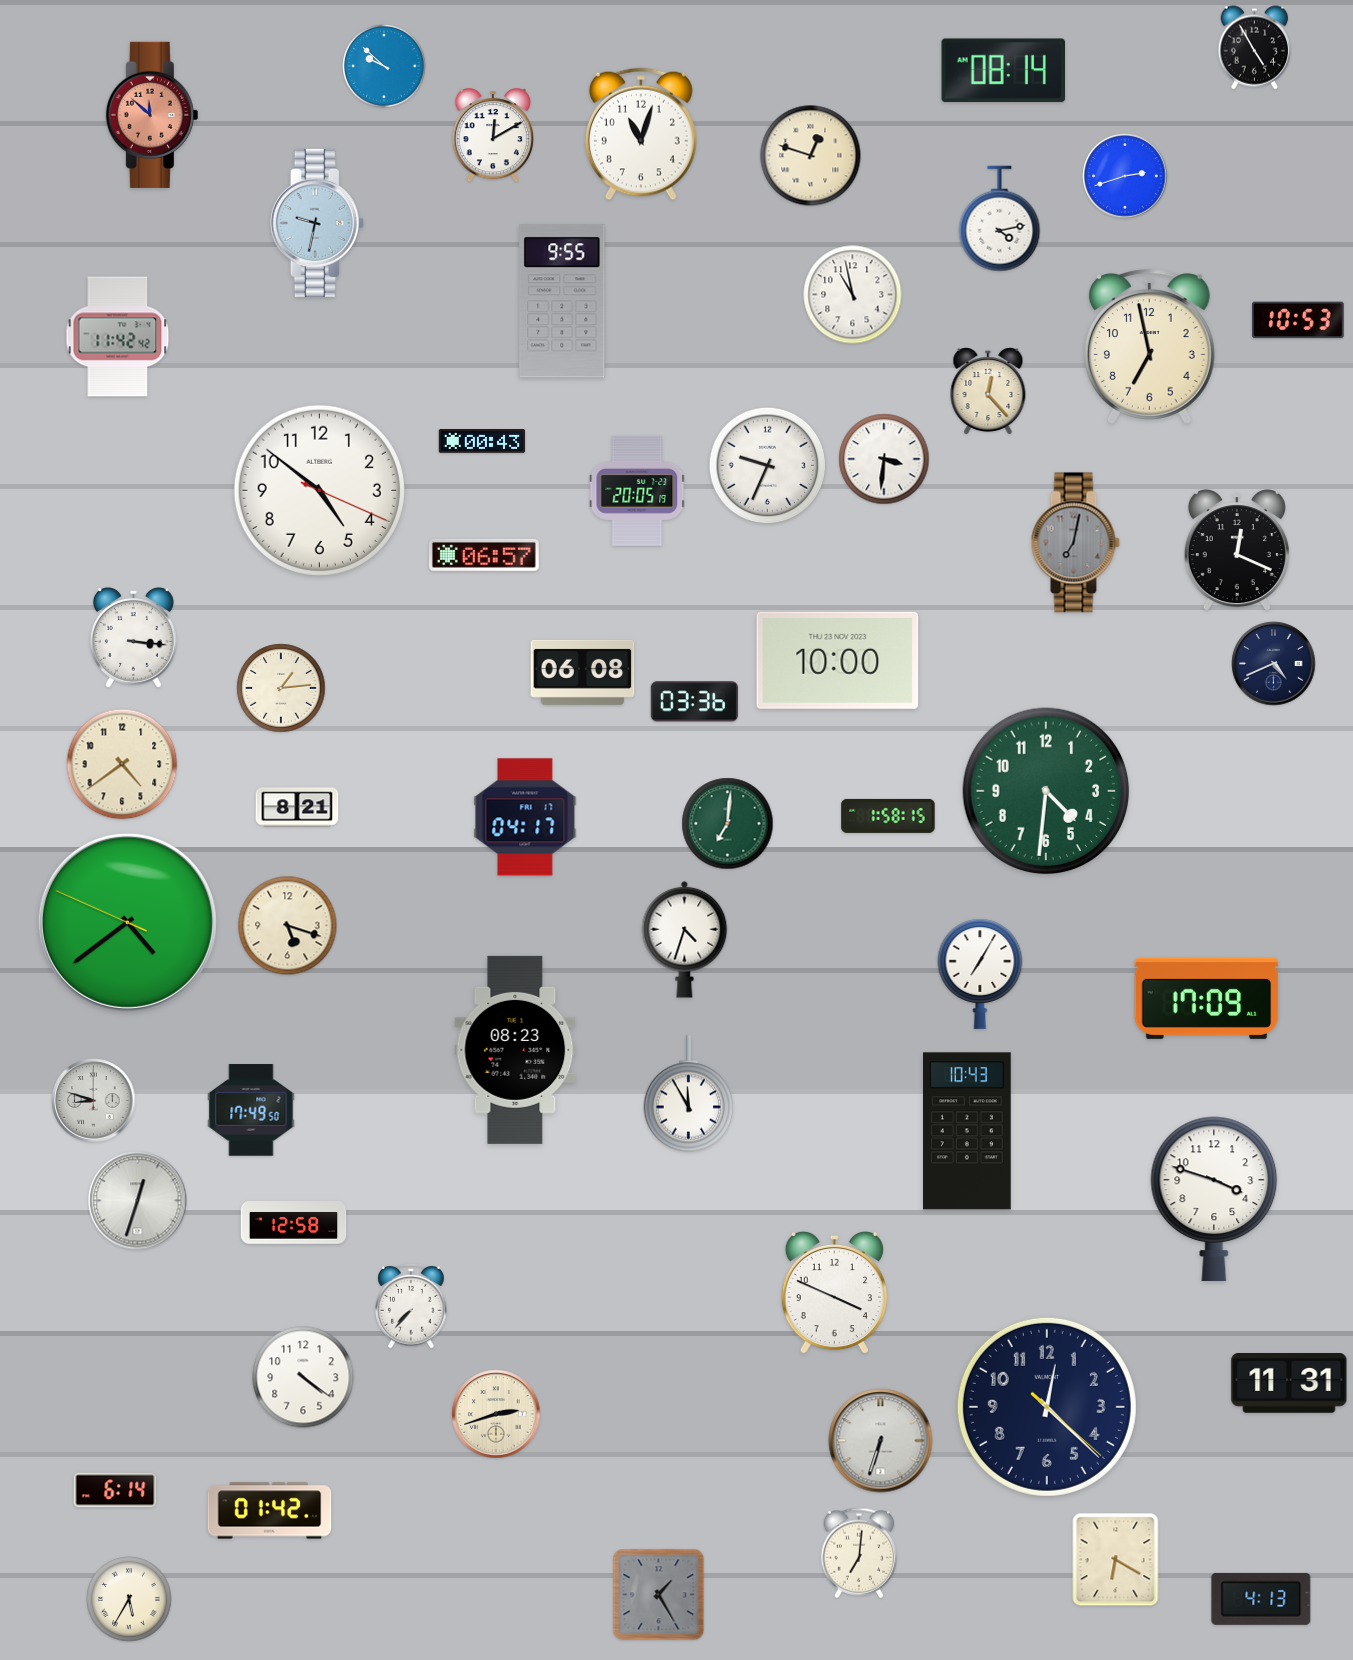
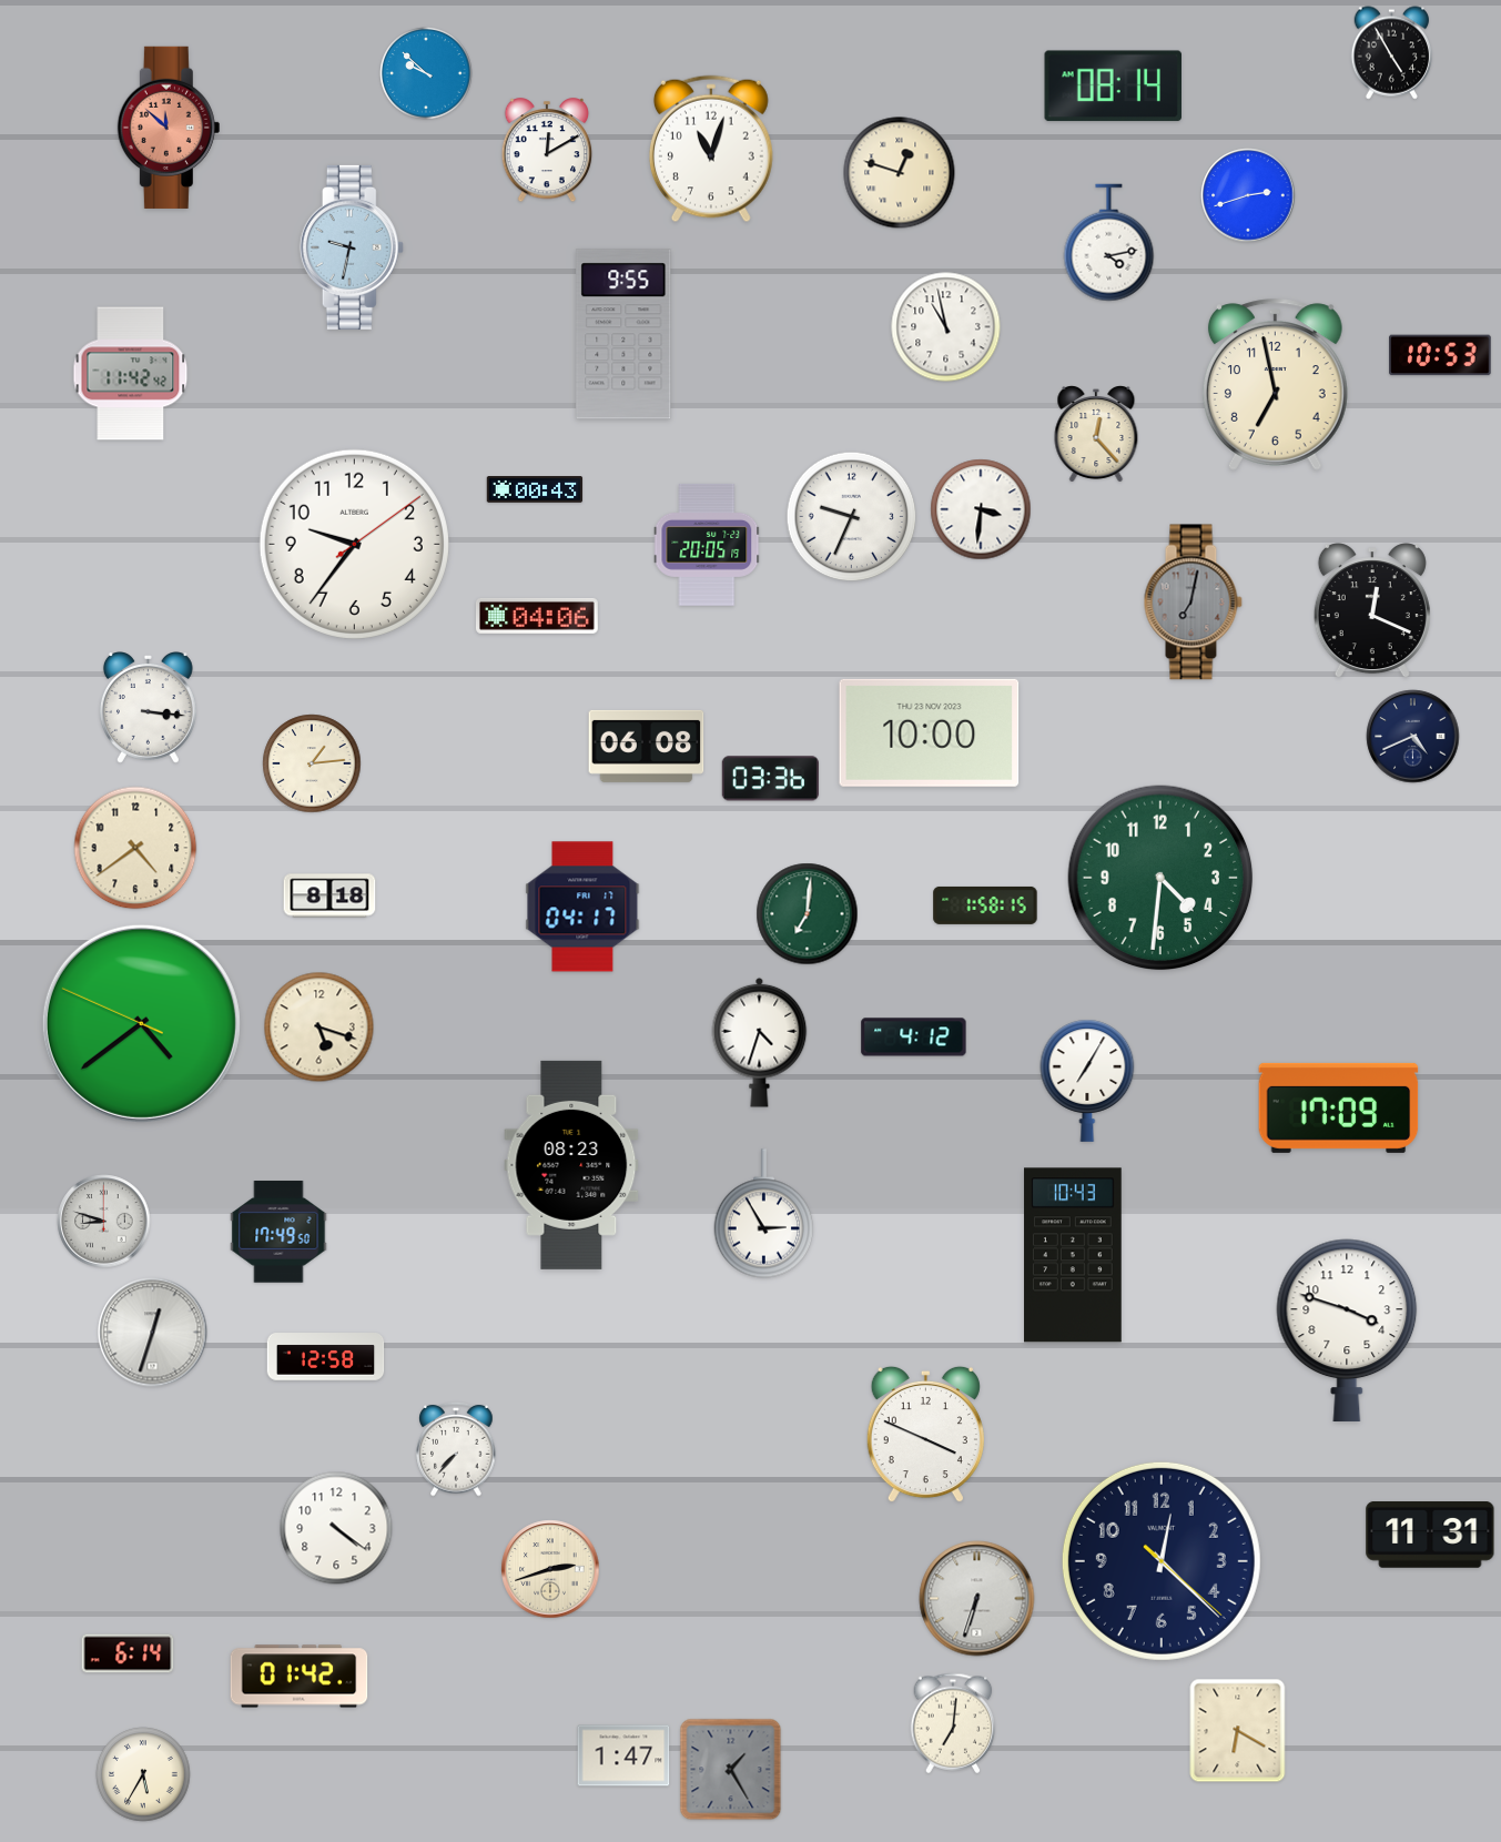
clock at (1003, 71) position: (1003, 71) -> (1113, 87)
clock at (319, 490): 4:51 -> 9:36
clock at (484, 555): 06:57 -> 04:06
clock at (297, 807): 8:21 -> 8:18
clock at (914, 1038): none -> 4:12
clock at (689, 1094): 11:55 -> 2:55
clock at (623, 1755): none -> 1:47
clock at (1261, 1599): 4:13 -> none
